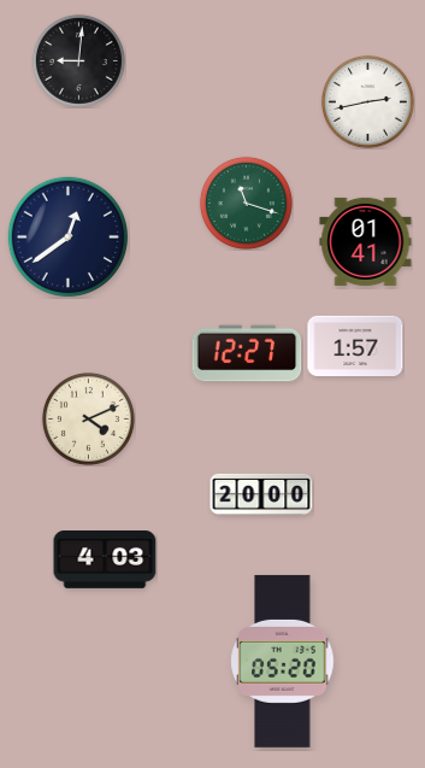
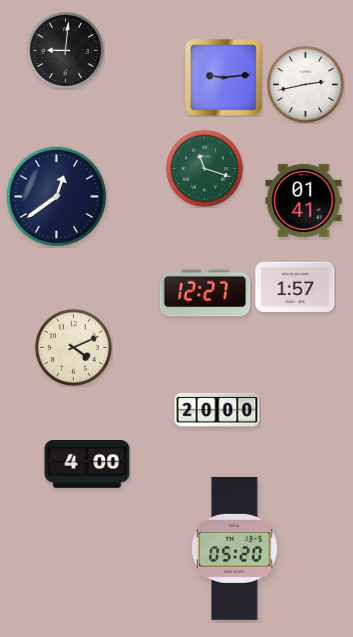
clock at (224, 78): none -> 9:14
clock at (105, 561): 4:03 -> 4:00
